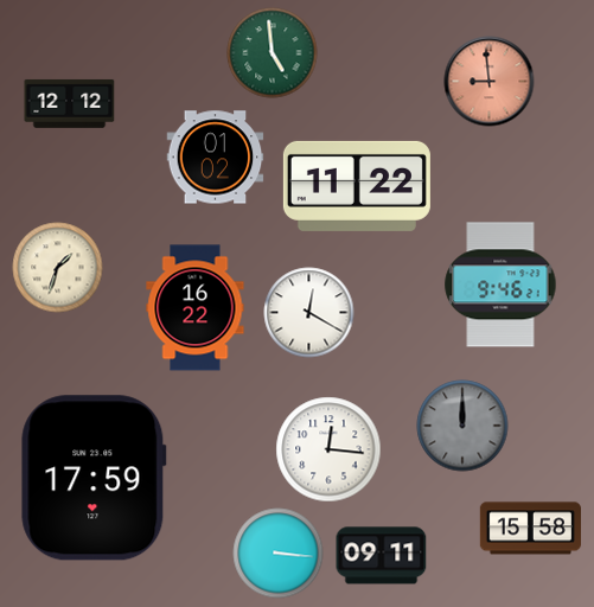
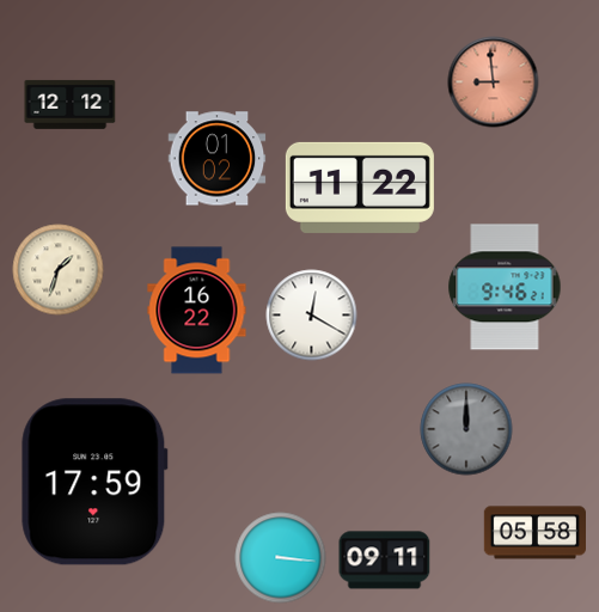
clock at (273, 53): 4:59 -> none
clock at (328, 449): 12:16 -> none
clock at (530, 529): 15:58 -> 05:58
